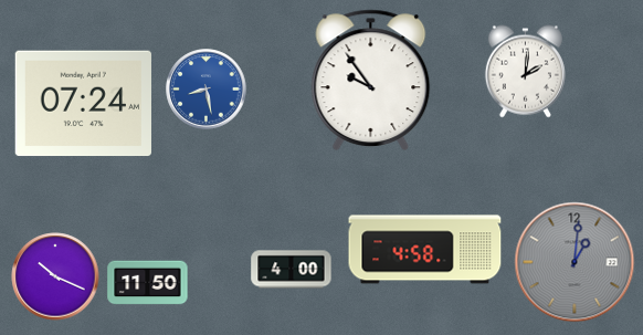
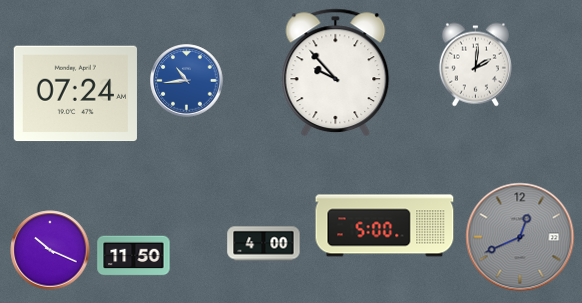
clock at (371, 80): 9:54 -> 9:53
clock at (207, 90): 8:28 -> 10:44
clock at (425, 250): 4:58 -> 5:00
clock at (575, 262): 1:01 -> 12:41
